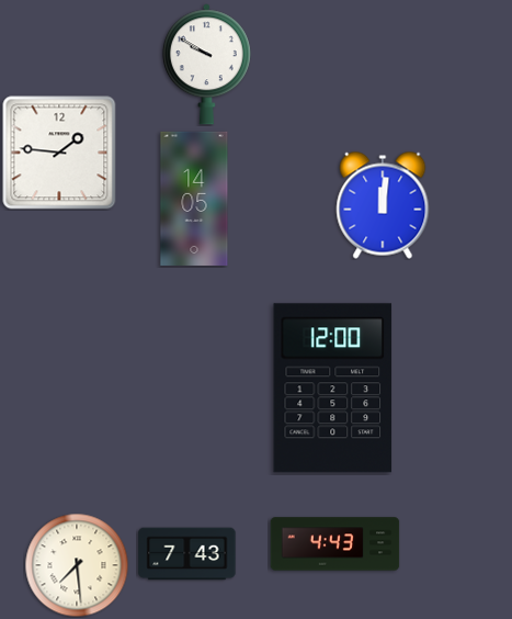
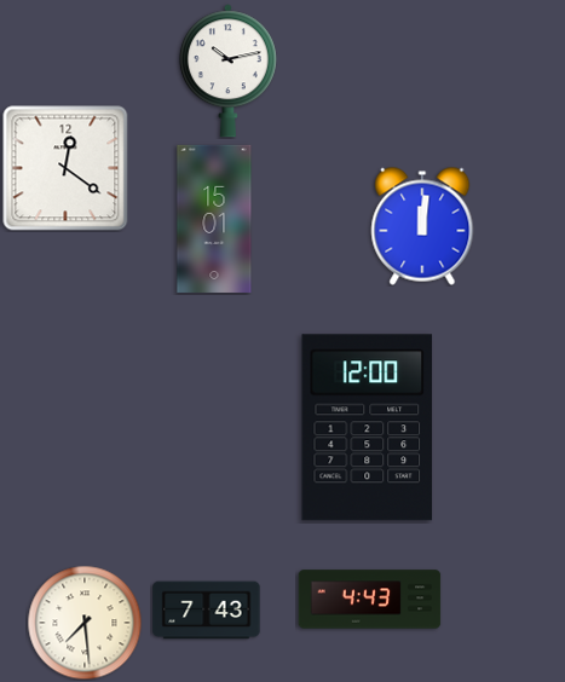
clock at (206, 65): 9:50 -> 10:13
clock at (59, 153): 1:46 -> 12:21
clock at (194, 199): 14:05 -> 15:01
